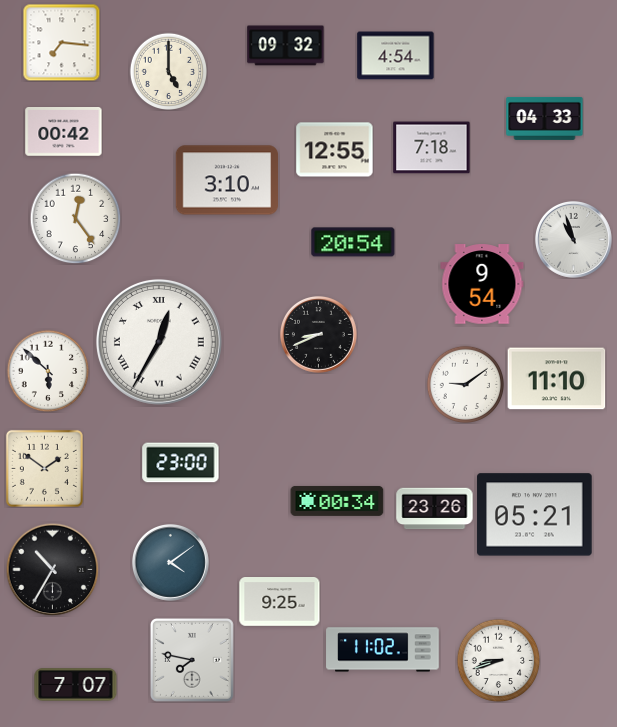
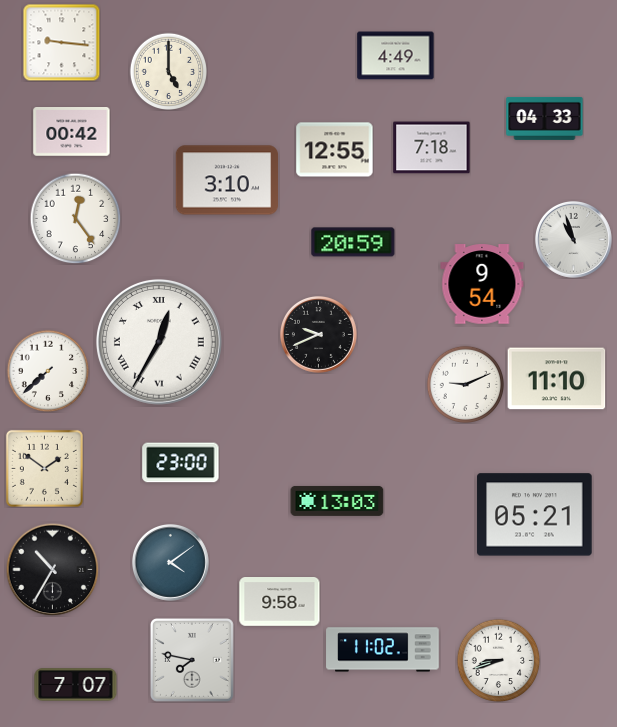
clock at (61, 42): 7:16 -> 9:16
clock at (286, 46): 09:32 -> none
clock at (396, 56): 4:54 -> 4:49
clock at (64, 132) position: (64, 132) -> (72, 132)
clock at (353, 242): 20:54 -> 20:59
clock at (318, 334): 8:41 -> 9:41
clock at (48, 371): 5:52 -> 7:38
clock at (465, 384): 9:09 -> 9:11
clock at (337, 501): 00:34 -> 13:03
clock at (435, 509): 23:26 -> none
clock at (280, 602): 9:25 -> 9:58
